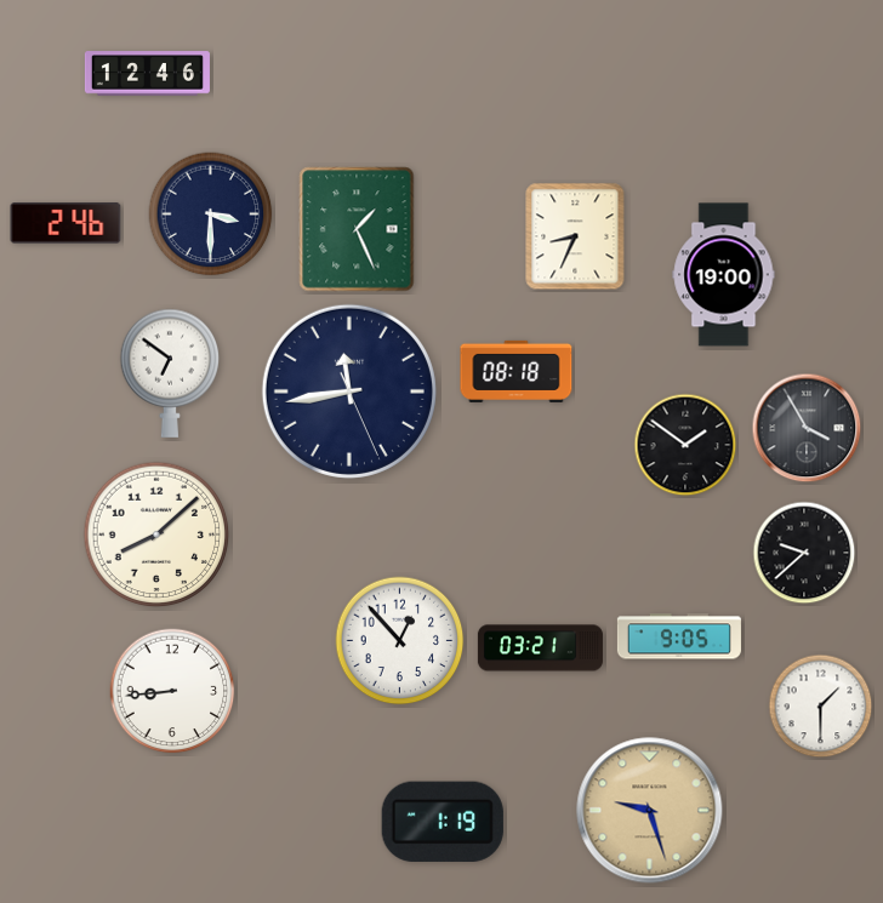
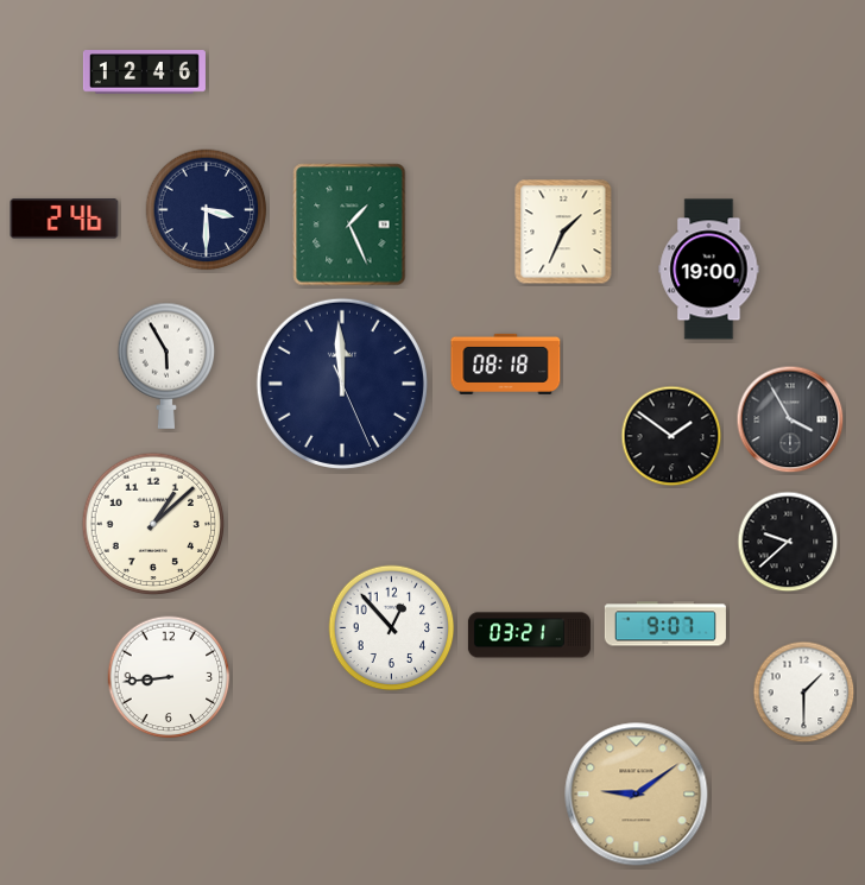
clock at (575, 236): 8:34 -> 1:34
clock at (170, 373): 6:51 -> 5:55
clock at (349, 392): 11:43 -> 11:59
clock at (156, 535): 8:08 -> 1:08
clock at (679, 636): 9:05 -> 9:07
clock at (650, 811): 9:27 -> 9:09
clock at (443, 822): 1:19 -> none
